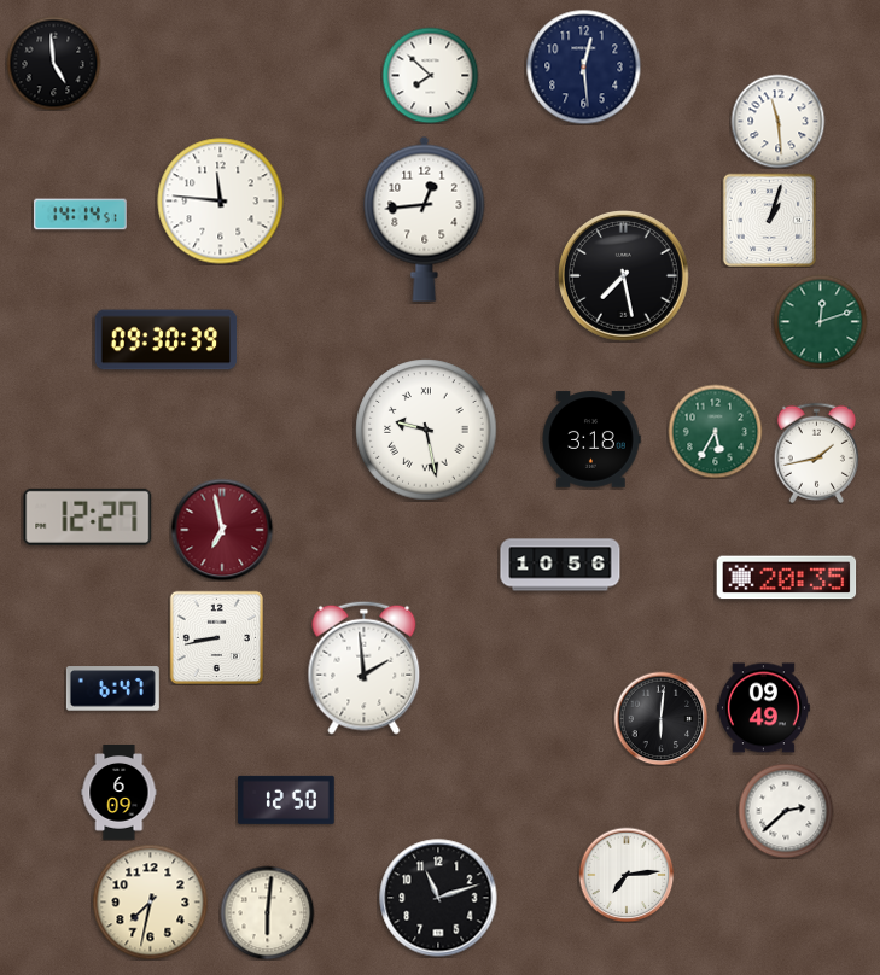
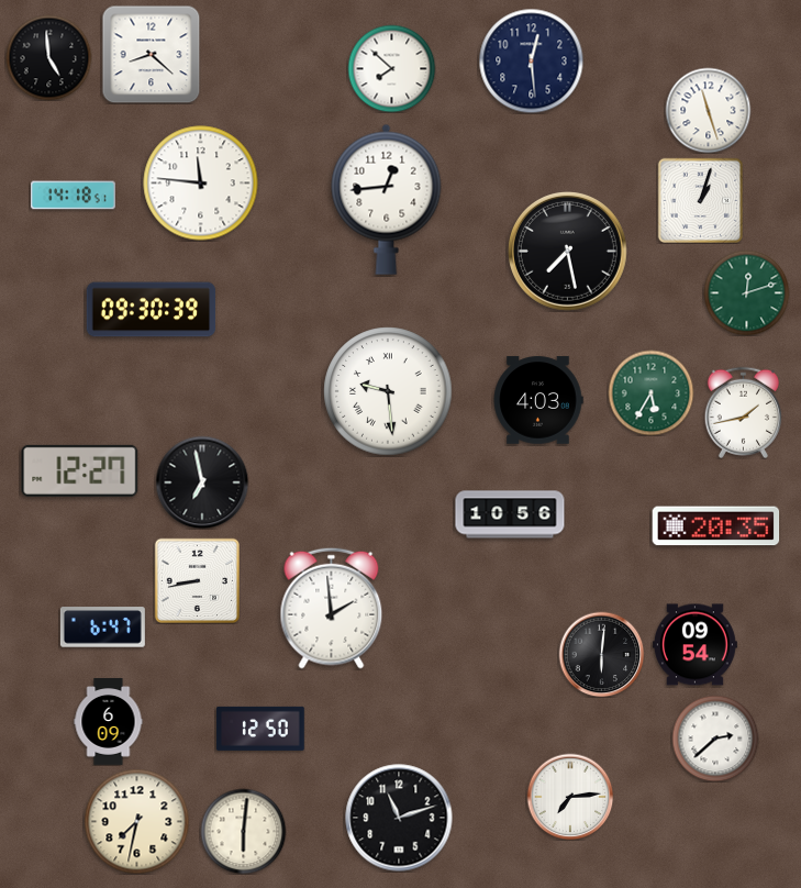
clock at (151, 54): none -> 8:22
clock at (777, 121): 11:29 -> 11:27
clock at (80, 215): 14:14 -> 14:18
clock at (426, 430): 9:28 -> 9:29
clock at (591, 439): 3:18 -> 4:03
clock at (222, 530) dial: burgundy -> black
clock at (763, 708): 09:49 -> 09:54
